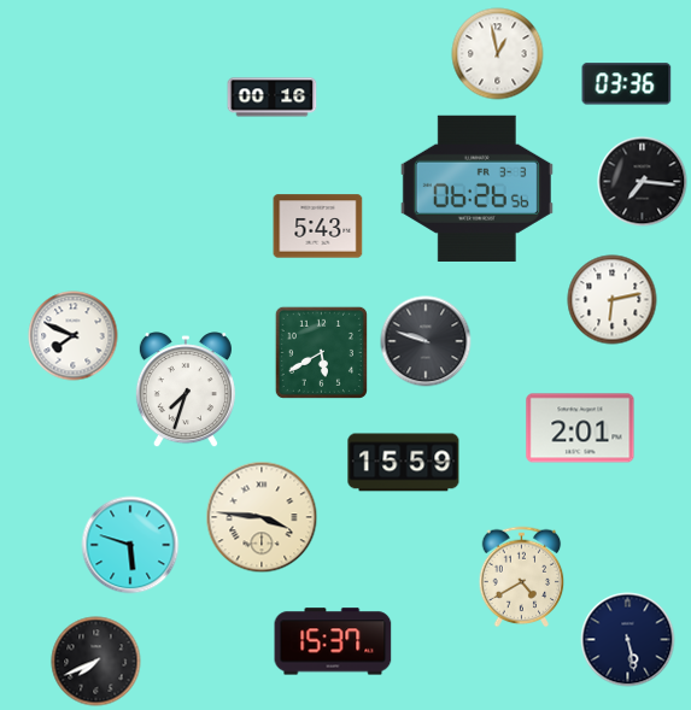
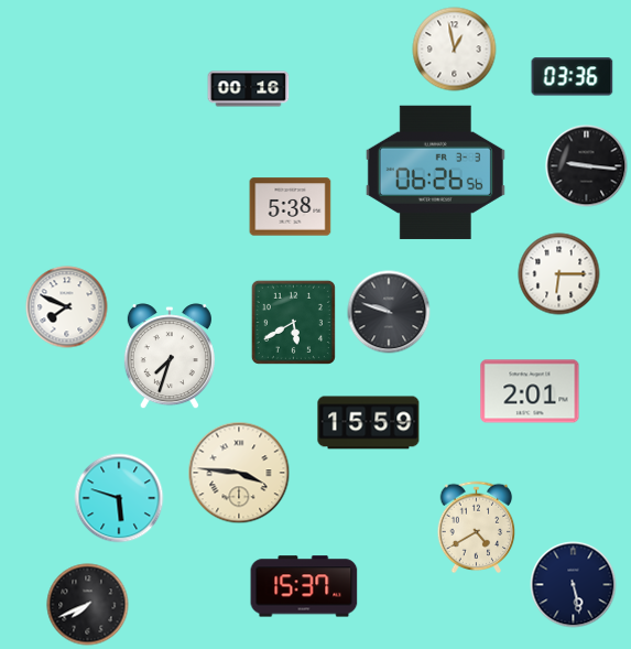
clock at (643, 182): 7:16 -> 9:16
clock at (318, 227): 5:43 -> 5:38
clock at (613, 300): 6:13 -> 6:15
